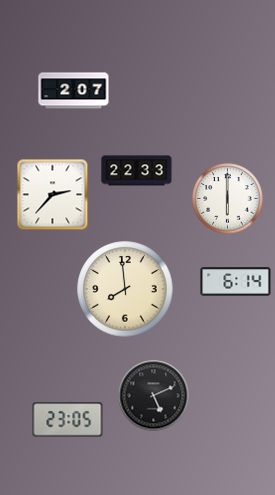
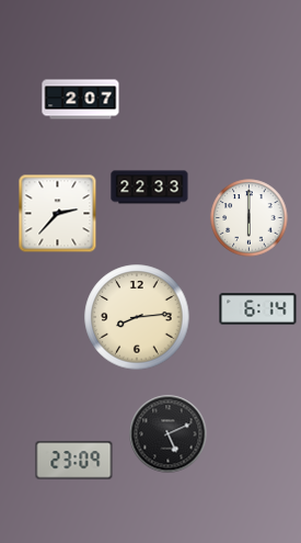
clock at (125, 289): 7:59 -> 8:14
clock at (68, 420): 23:05 -> 23:09
